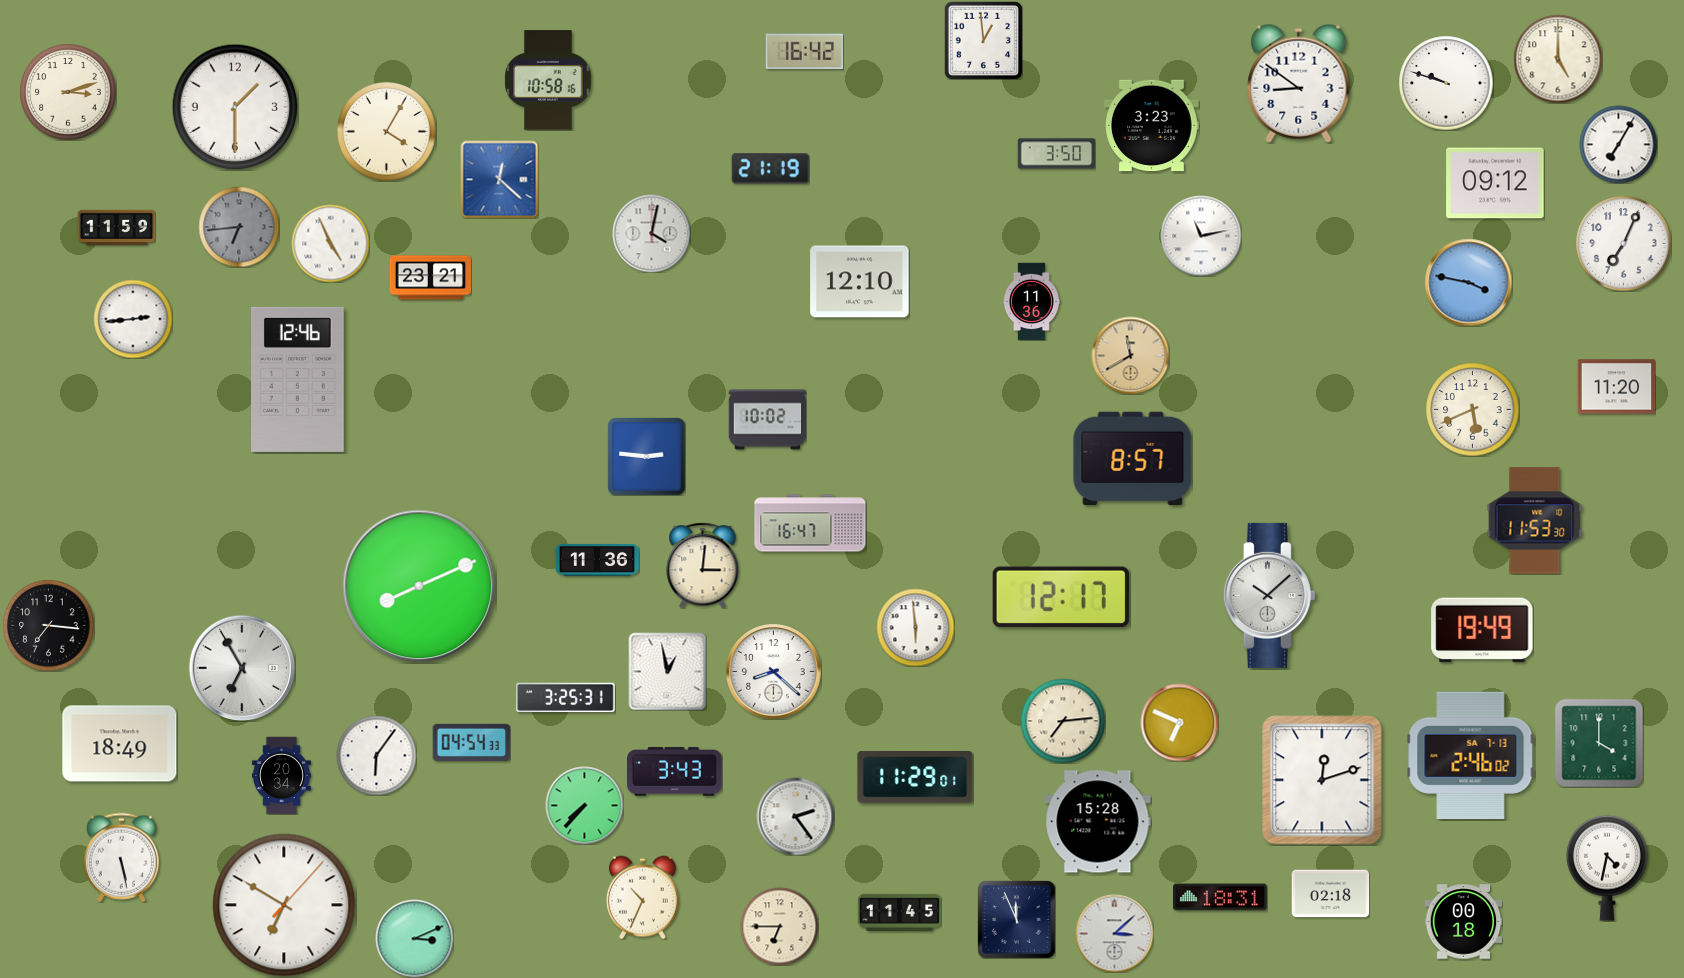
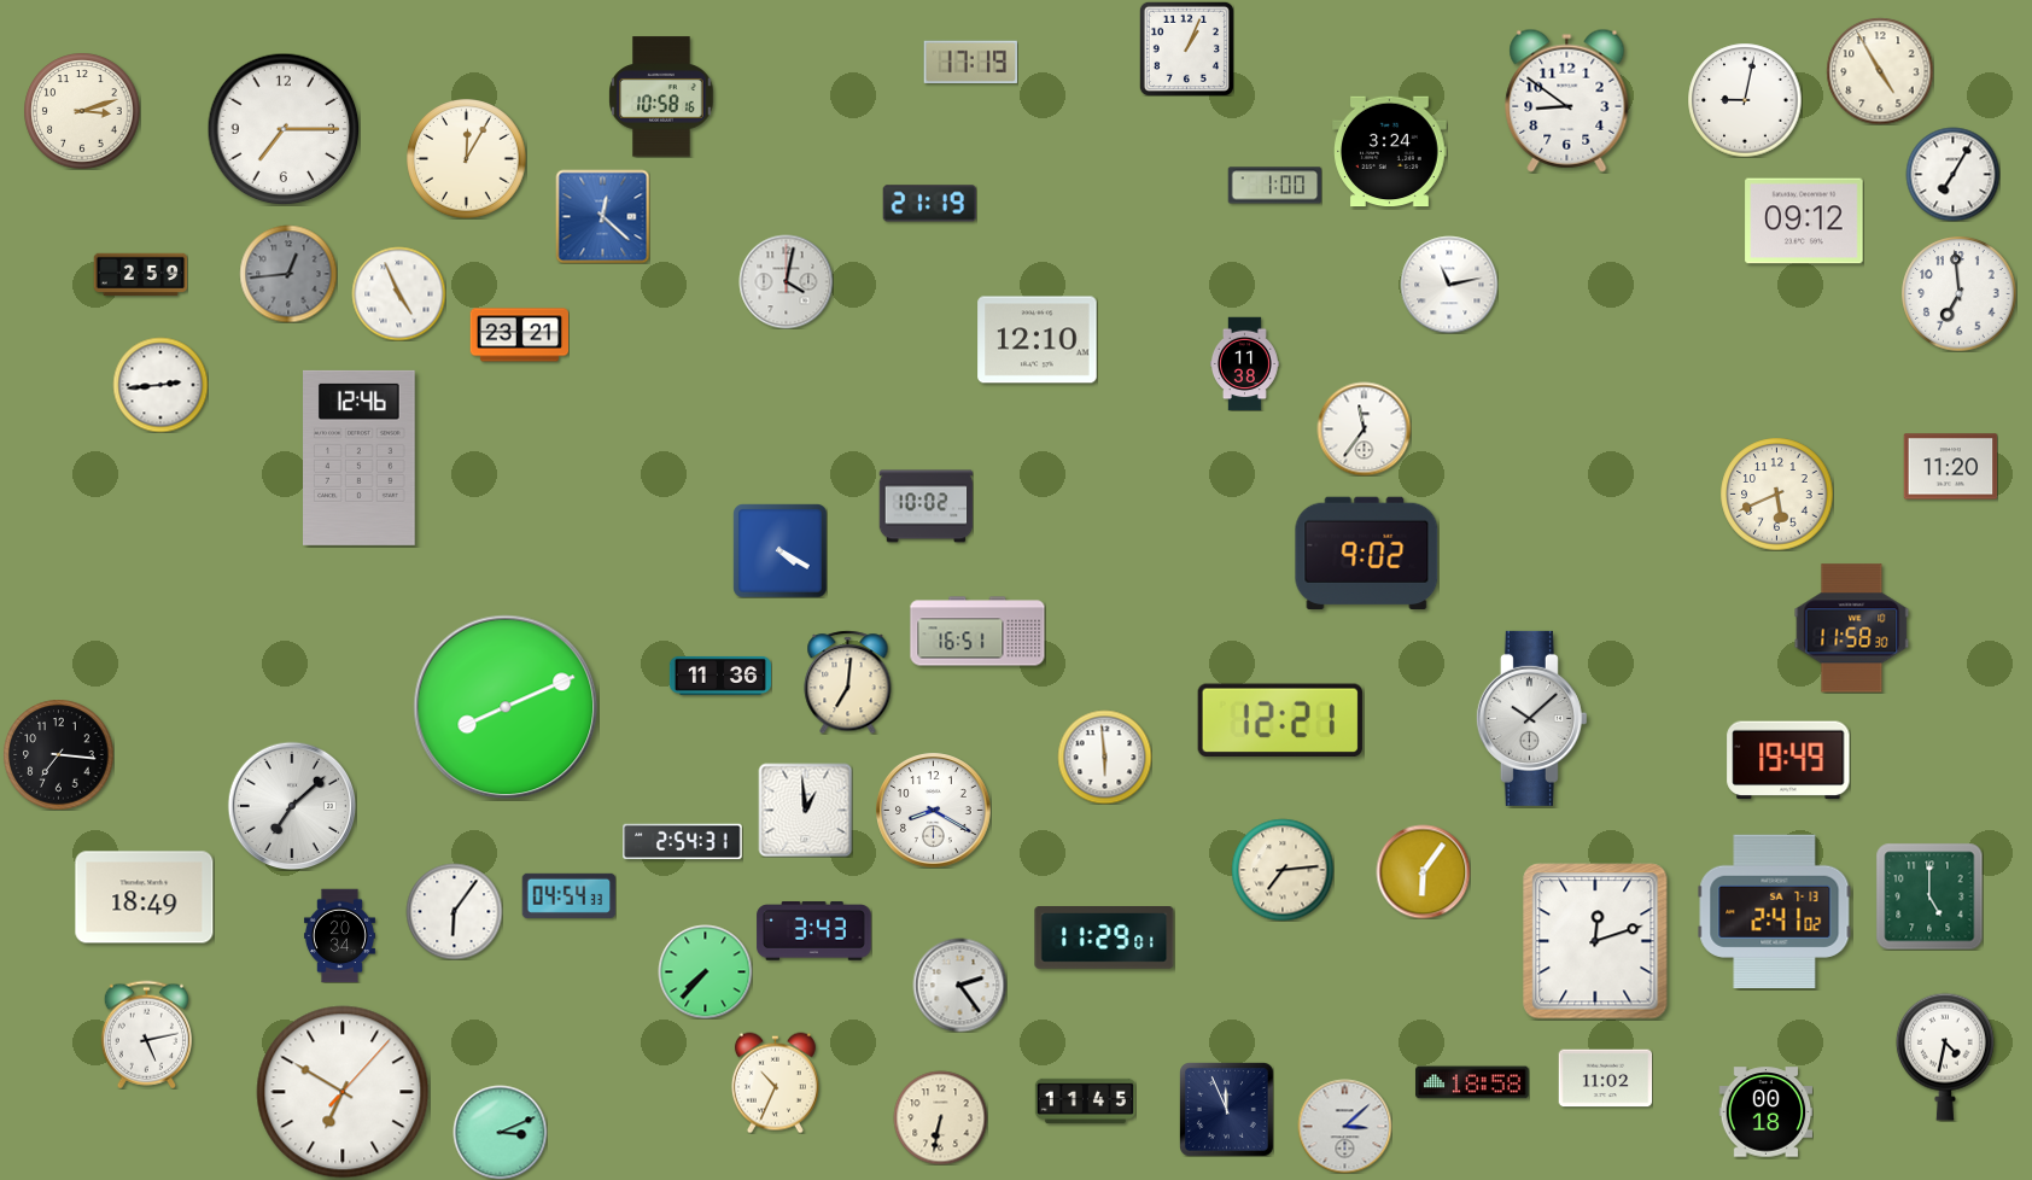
clock at (983, 40): 12:59 -> 1:04
clock at (804, 52): 16:42 -> 17:19
clock at (1558, 59): 5:00 -> 4:55
clock at (1446, 83): 9:48 -> 9:02
clock at (235, 107): 1:30 -> 7:15
clock at (1152, 126): 3:23 -> 3:24
clock at (387, 132): 4:05 -> 12:05
clock at (1056, 154): 3:50 -> 1:00
clock at (239, 227): 6:44 -> 12:44
clock at (116, 228): 11:59 -> 2:59
clock at (1623, 243): 7:04 -> 6:59
clock at (1468, 282): 3:47 -> none
clock at (1031, 301): 11:36 -> 11:38
clock at (1130, 355): 11:40 -> 11:36
clock at (1130, 355) dial: champagne -> white
clock at (646, 456): 2:46 -> 4:20
clock at (1133, 458): 8:57 -> 9:02
clock at (1535, 521): 11:53 -> 11:58
clock at (810, 523): 16:47 -> 16:51
clock at (703, 565): 3:01 -> 7:01
clock at (1061, 597): 12:17 -> 12:21
clock at (242, 668): 6:55 -> 7:08
clock at (667, 671): 12:58 -> 12:59
clock at (774, 672): 8:22 -> 8:20
clock at (566, 698): 3:25 -> 2:54
clock at (1179, 722): 6:49 -> 6:06
clock at (1599, 743): 4:00 -> 5:00
clock at (1471, 755): 2:46 -> 2:41
clock at (1098, 822): 15:28 -> none
clock at (121, 857): 5:28 -> 5:13
clock at (1607, 868) position: (1607, 868) -> (1945, 1057)
clock at (1330, 894): 02:18 -> 11:02
clock at (1220, 897): 18:31 -> 18:58
clock at (779, 926): 6:45 -> 6:32
